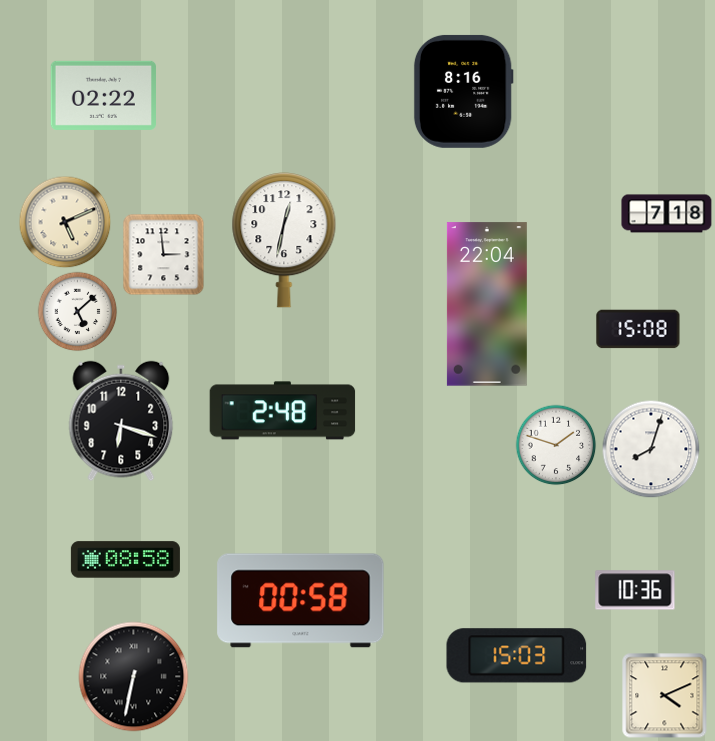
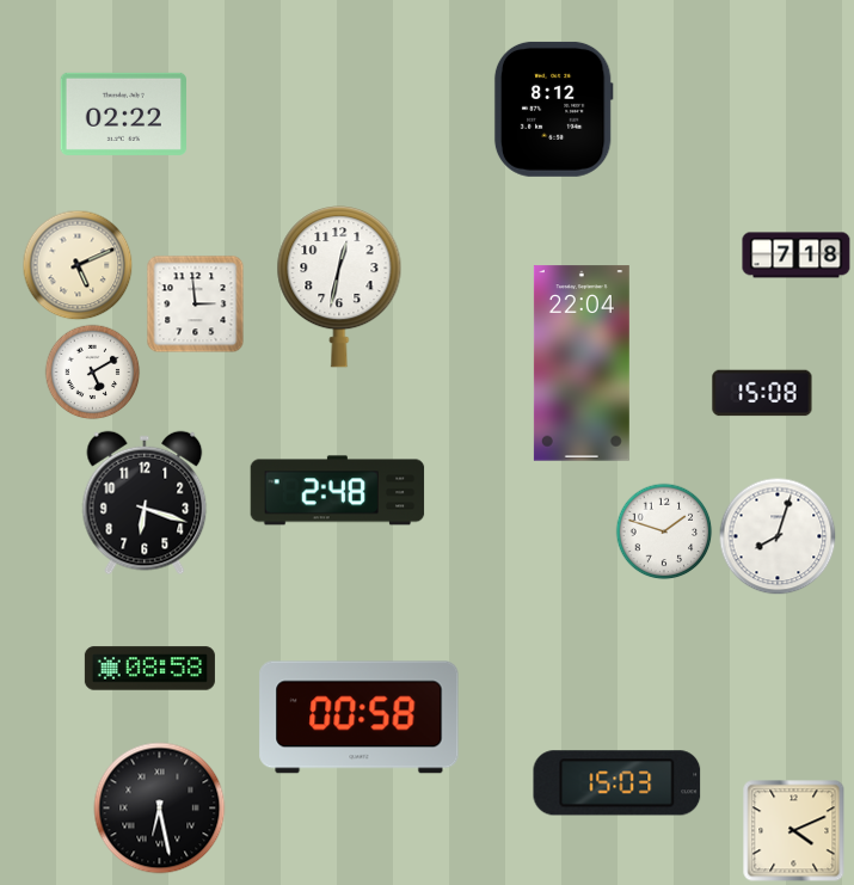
clock at (463, 91): 8:16 -> 8:12
clock at (77, 311): 5:08 -> 5:10
clock at (635, 590): 10:36 -> none
clock at (134, 677): 6:32 -> 6:28
